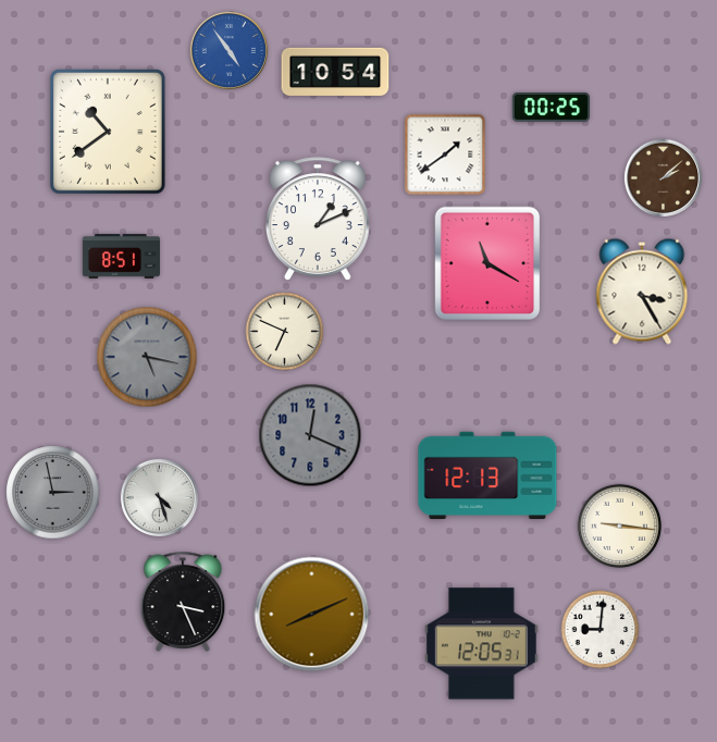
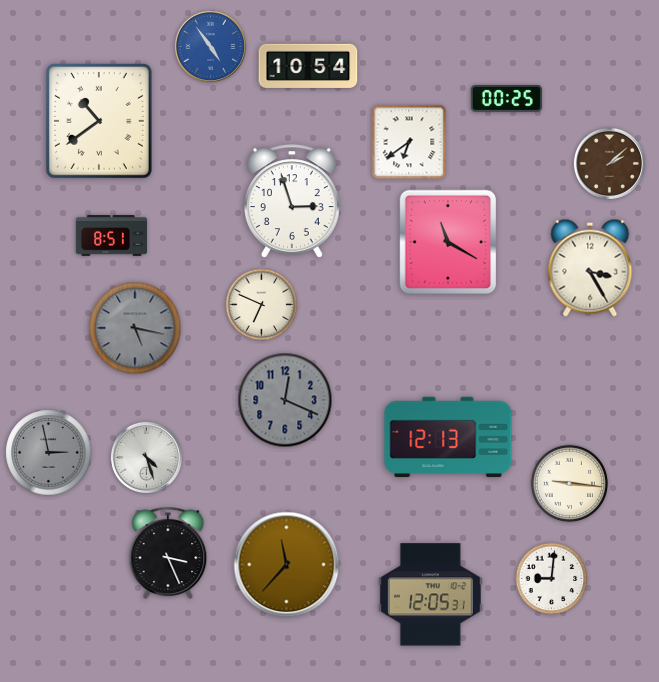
clock at (445, 154): 1:39 -> 6:39
clock at (318, 219): 1:11 -> 2:57
clock at (312, 615): 8:11 -> 11:37
clock at (481, 644) position: (481, 644) -> (430, 595)
